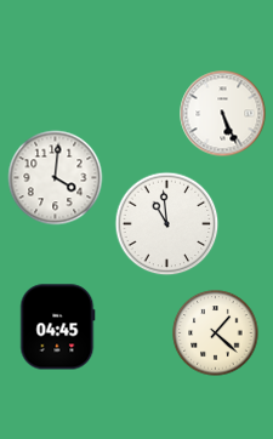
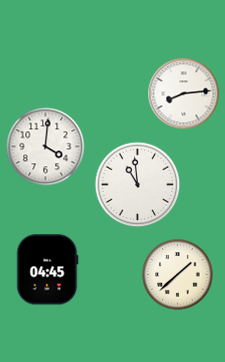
clock at (223, 114): 5:26 -> 8:14
clock at (216, 333): 1:22 -> 1:38
